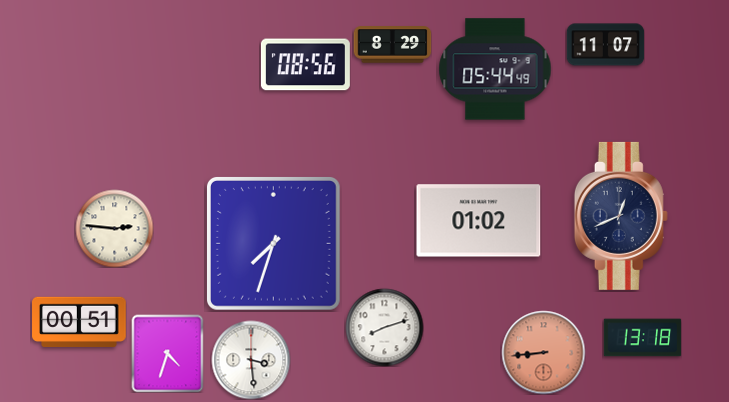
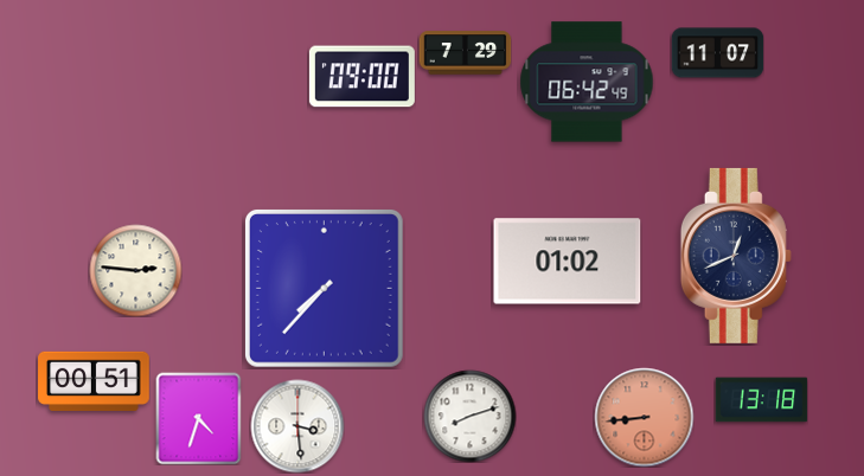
clock at (392, 45): 8:29 -> 7:29
clock at (305, 65): 08:56 -> 09:00
clock at (495, 69): 05:44 -> 06:42
clock at (273, 243): 7:33 -> 7:37
clock at (384, 327) position: (384, 327) -> (469, 416)
